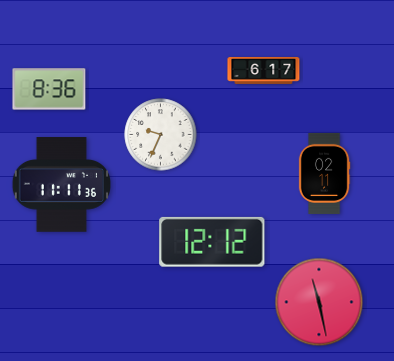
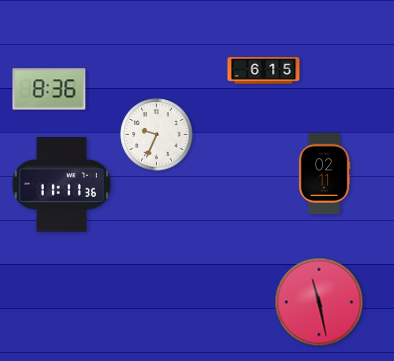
clock at (264, 70): 6:17 -> 6:15
clock at (161, 135) position: (161, 135) -> (157, 135)
clock at (212, 242): 12:12 -> none
